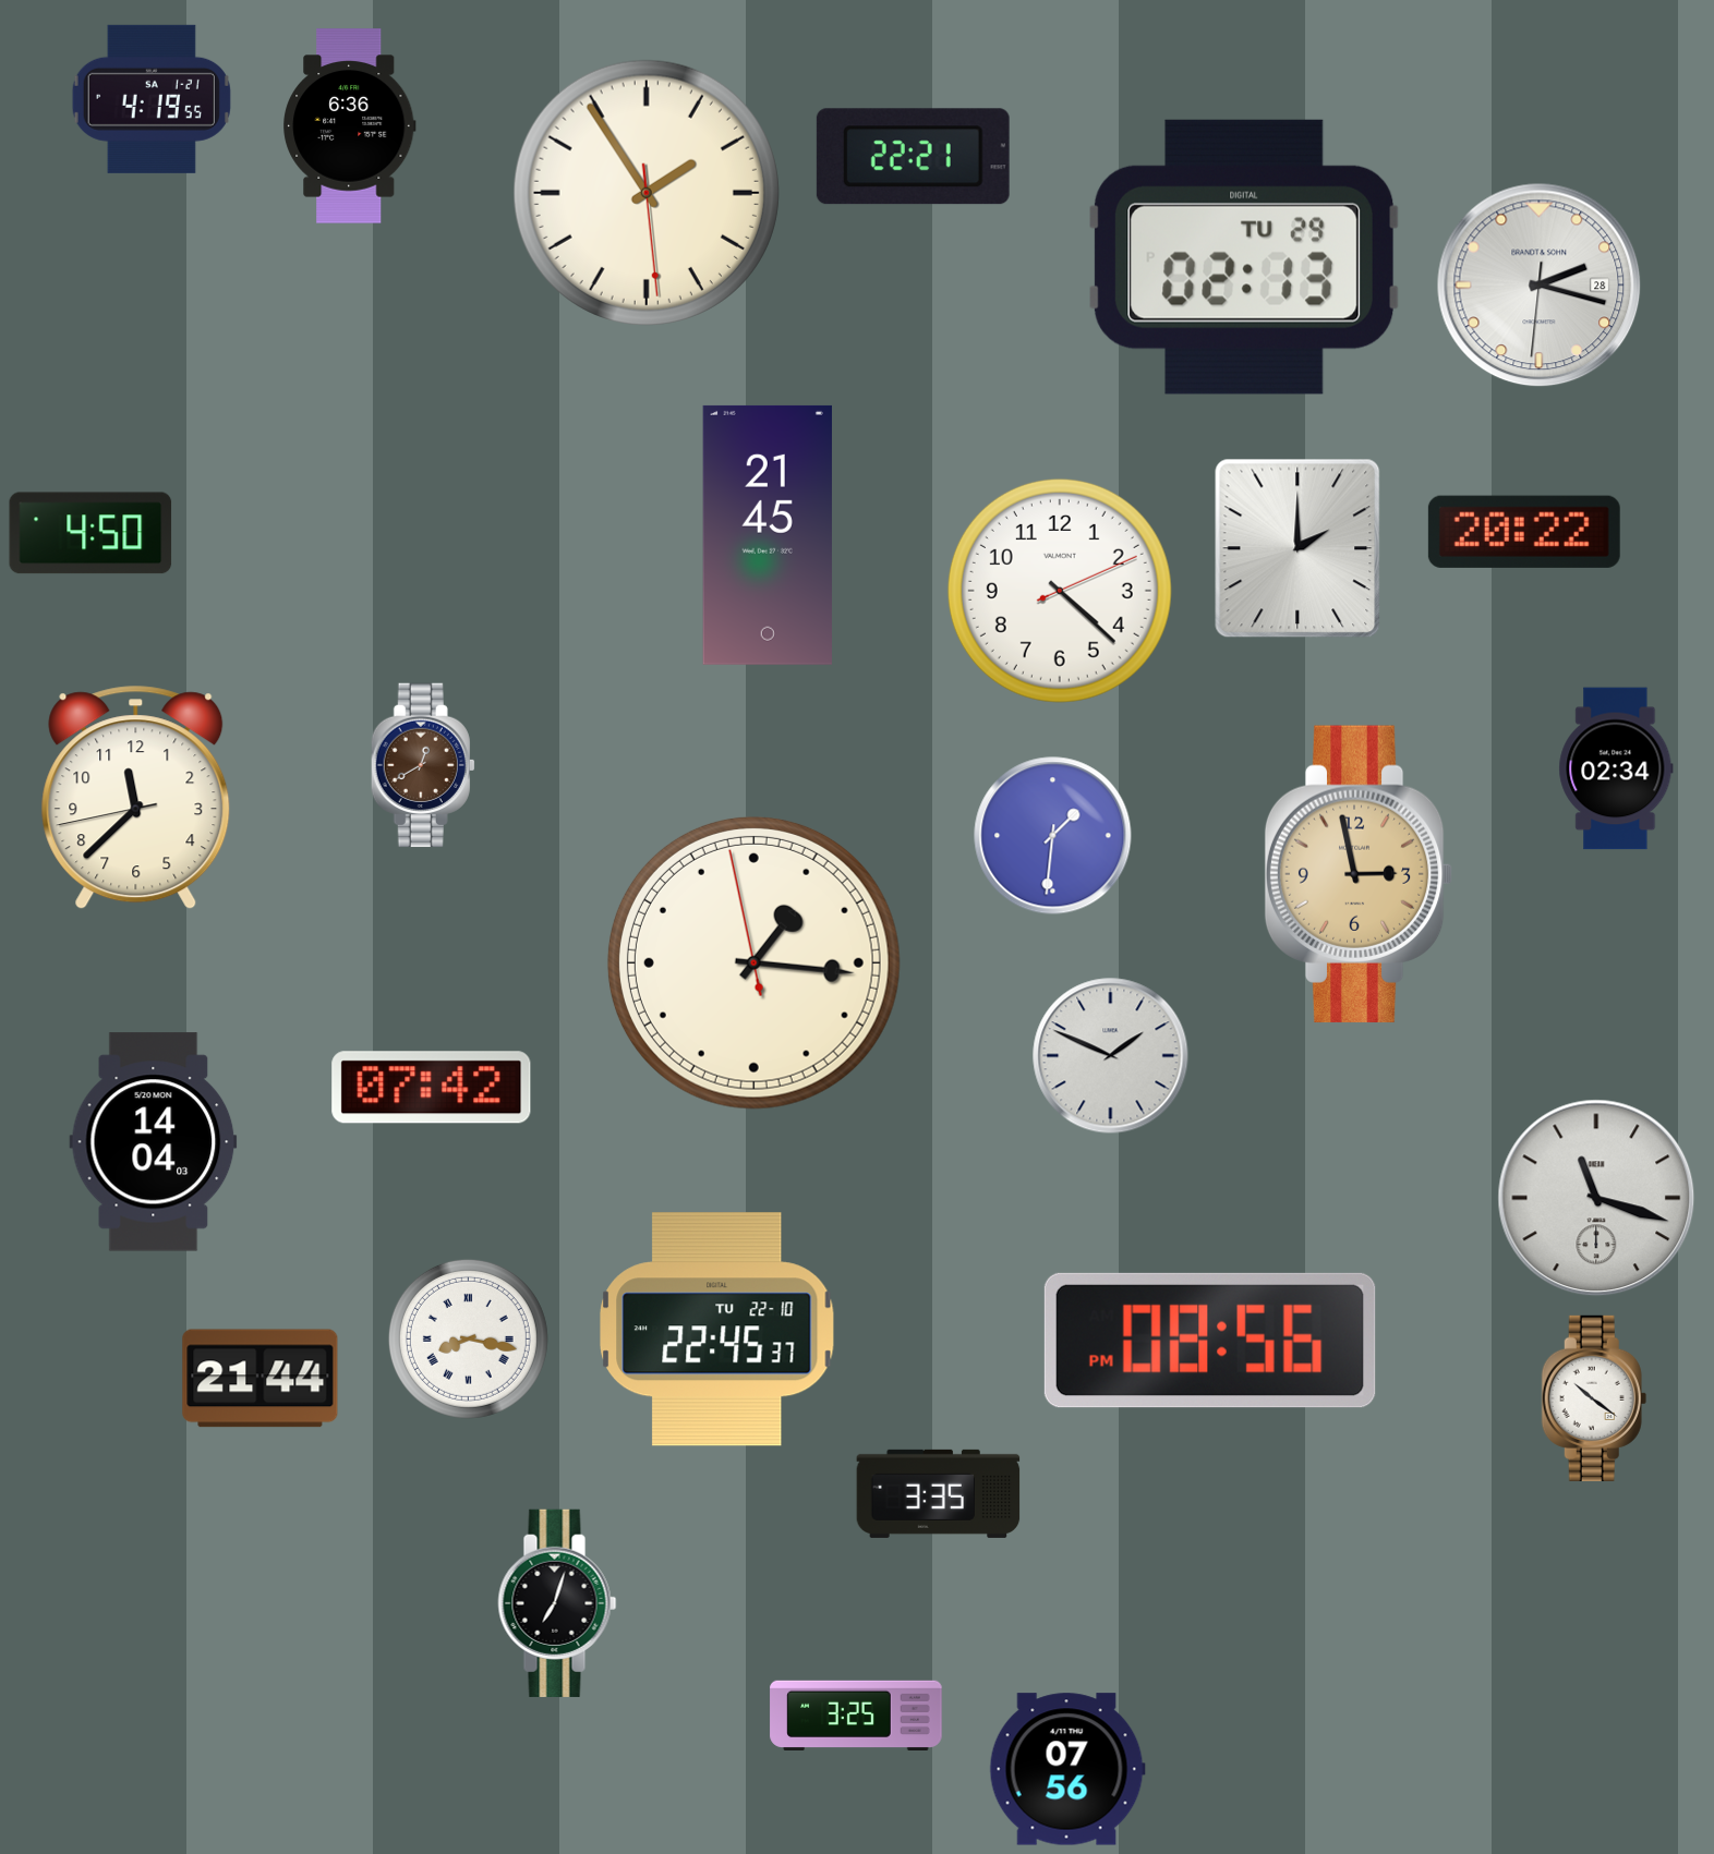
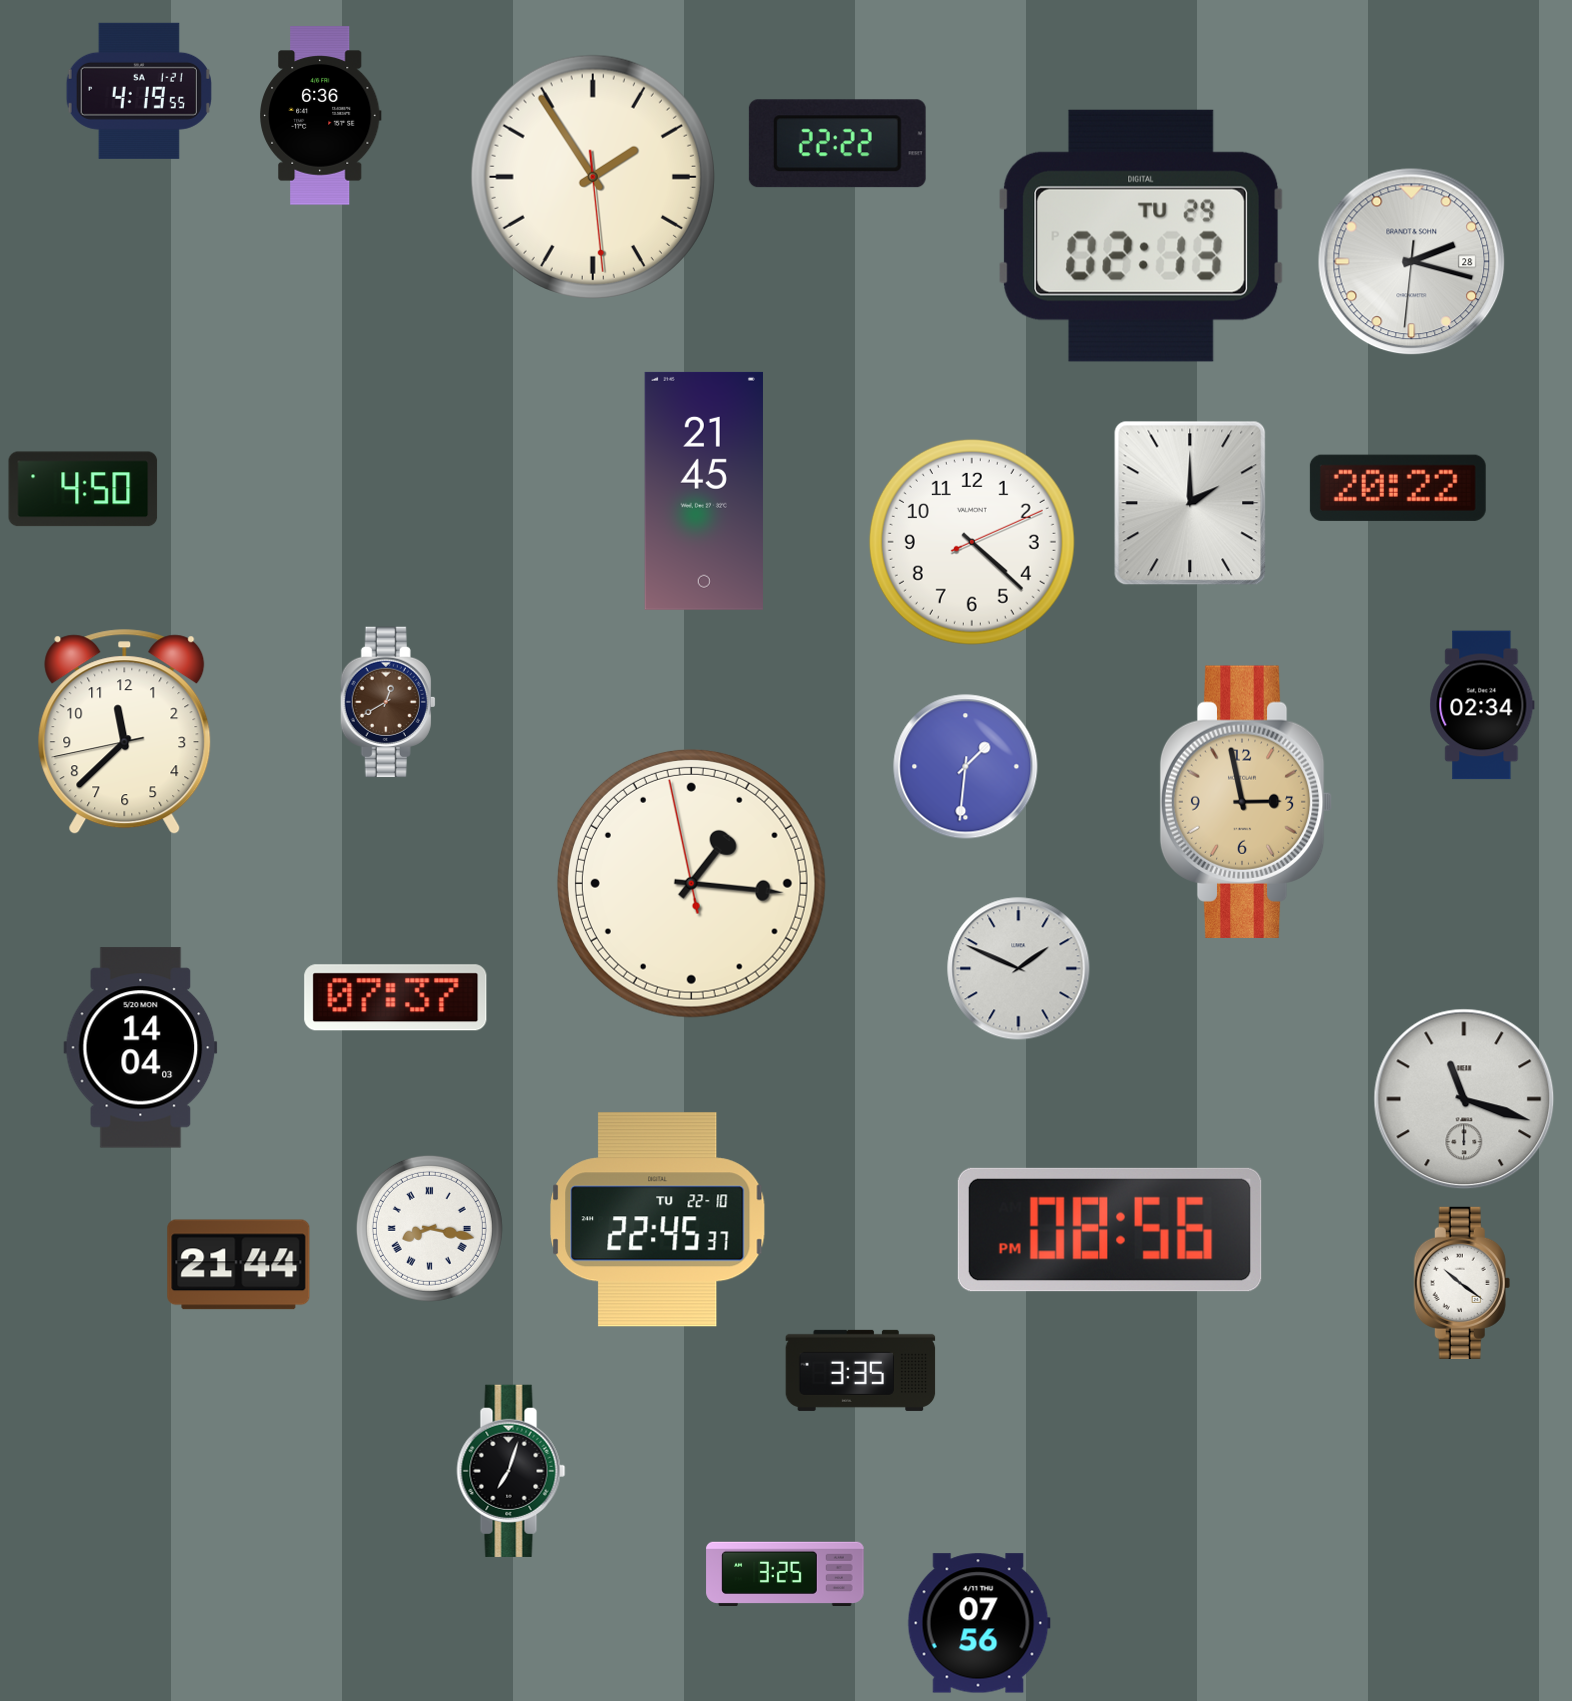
clock at (913, 157): 22:21 -> 22:22
clock at (432, 1088): 07:42 -> 07:37
